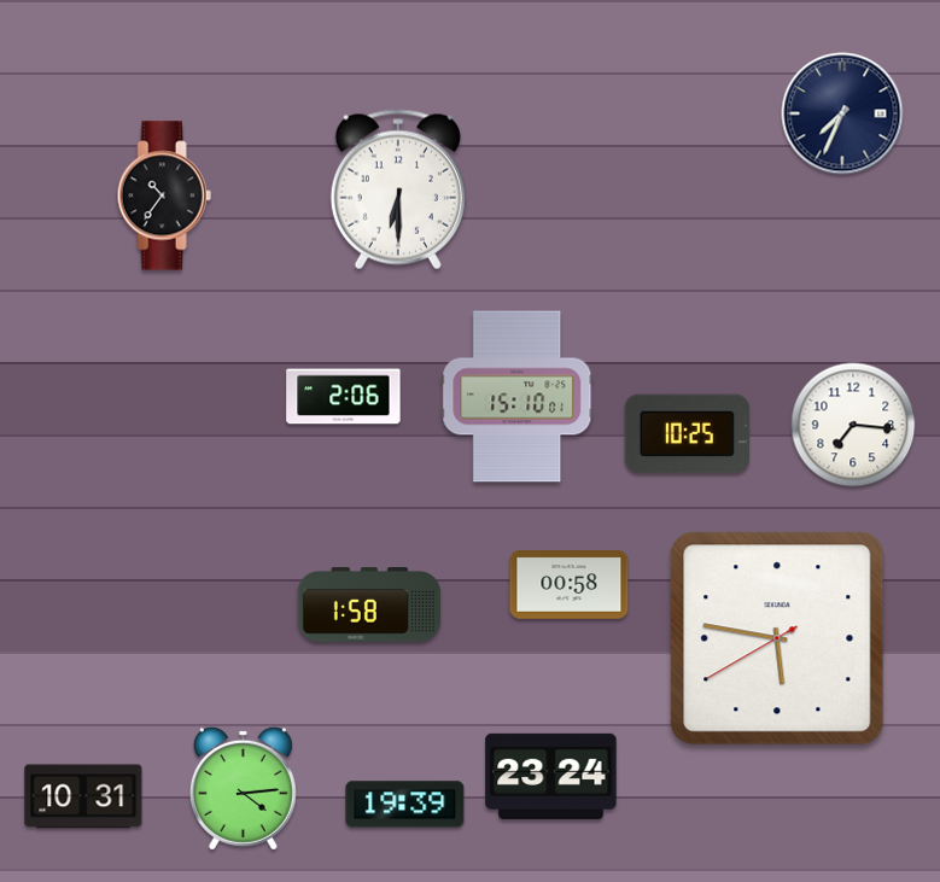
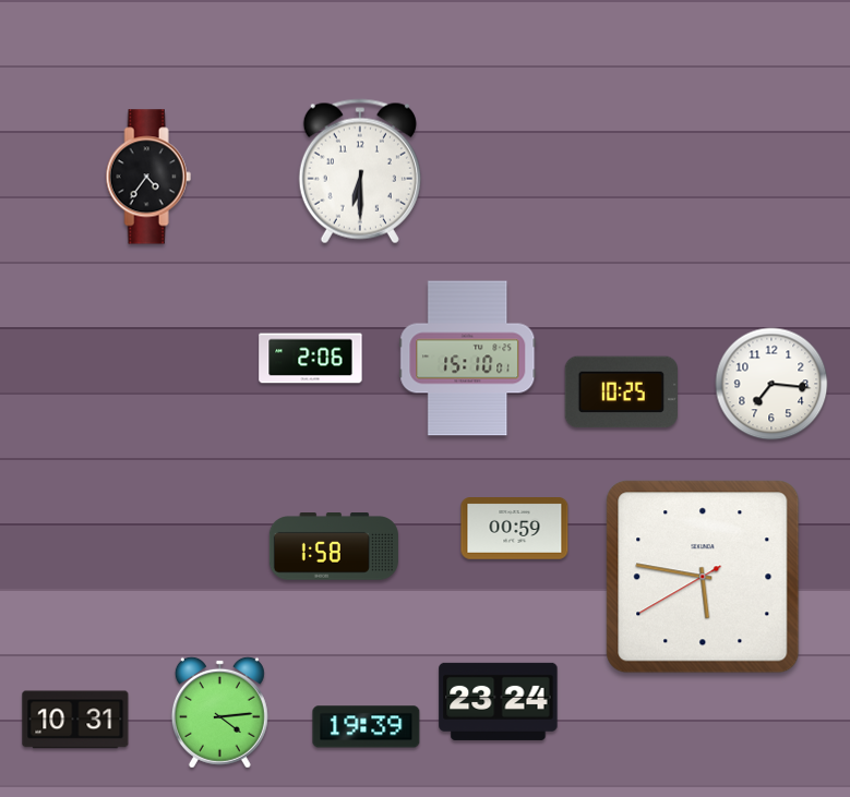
clock at (842, 113): 7:34 -> none
clock at (164, 195): 10:36 -> 4:36
clock at (570, 585): 00:58 -> 00:59
